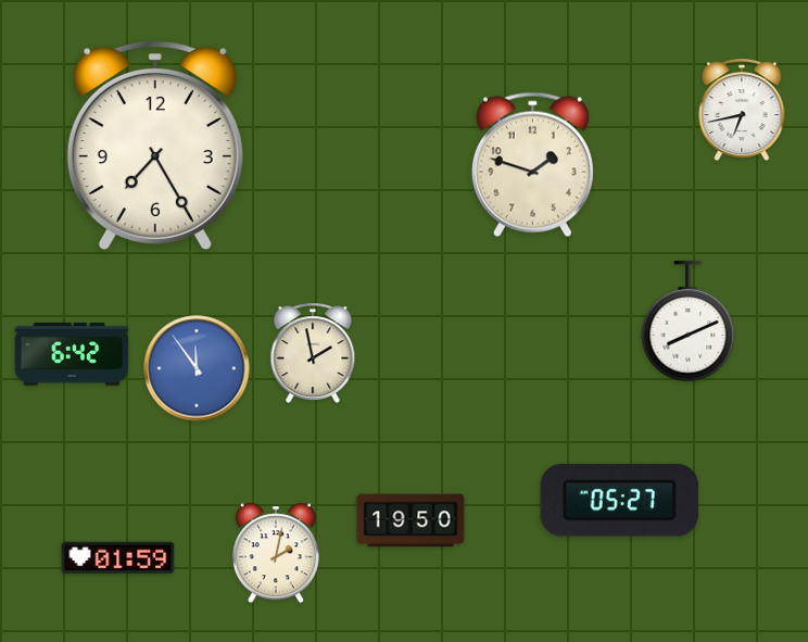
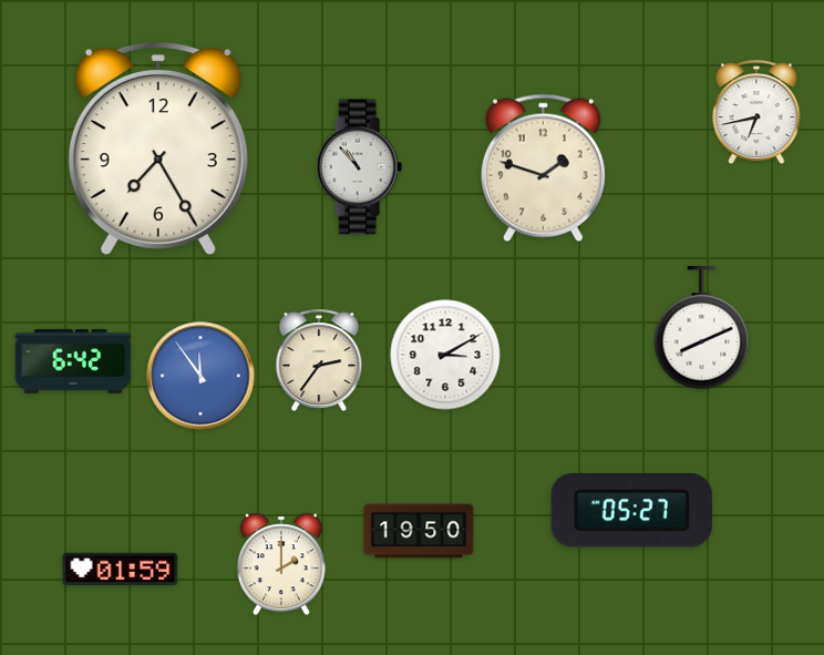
clock at (360, 167): none -> 10:53
clock at (445, 355): none -> 3:10
clock at (313, 353): 1:58 -> 2:36
clock at (276, 553): 2:02 -> 2:00
